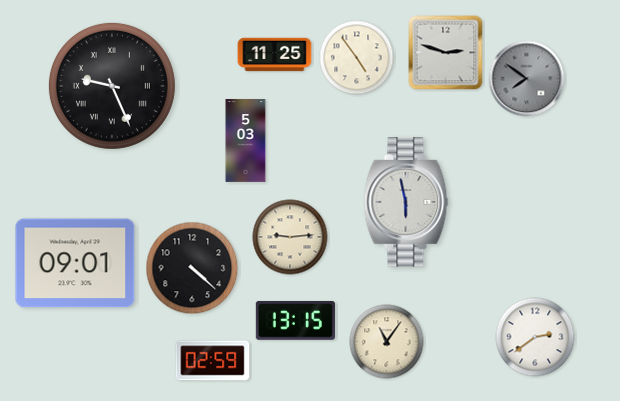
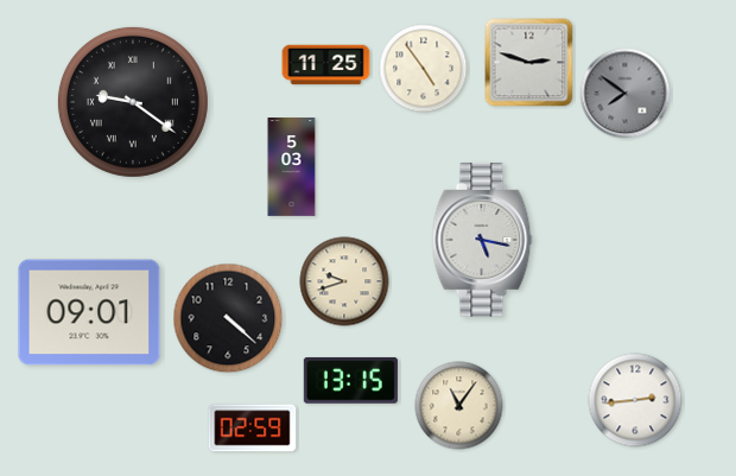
clock at (112, 86): 9:26 -> 9:21
clock at (406, 203): 5:58 -> 5:17
clock at (290, 237): 9:14 -> 9:42
clock at (535, 337): 2:39 -> 2:44
